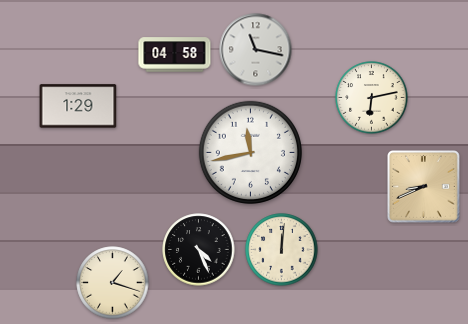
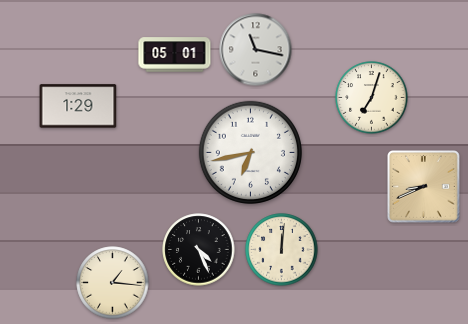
clock at (175, 55): 04:58 -> 05:01
clock at (372, 98): 6:13 -> 7:03
clock at (250, 152): 11:43 -> 6:43
clock at (113, 283): 1:18 -> 1:16
